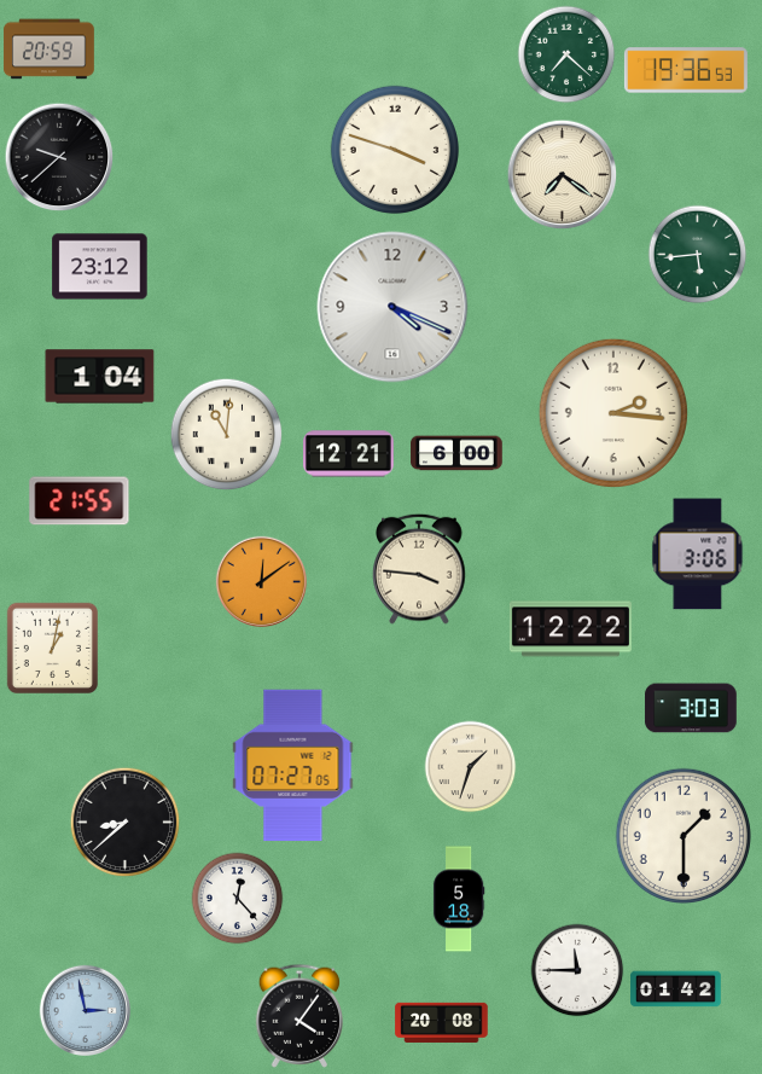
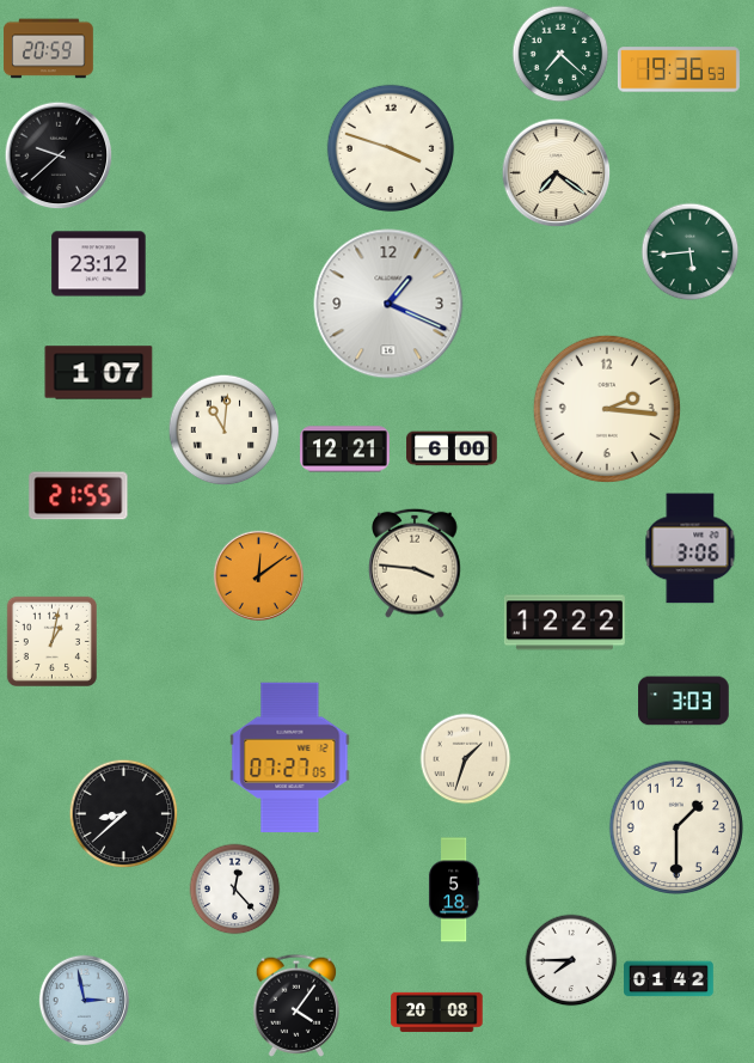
clock at (392, 307): 4:19 -> 1:19
clock at (100, 377): 1:04 -> 1:07
clock at (577, 970): 11:45 -> 7:45
